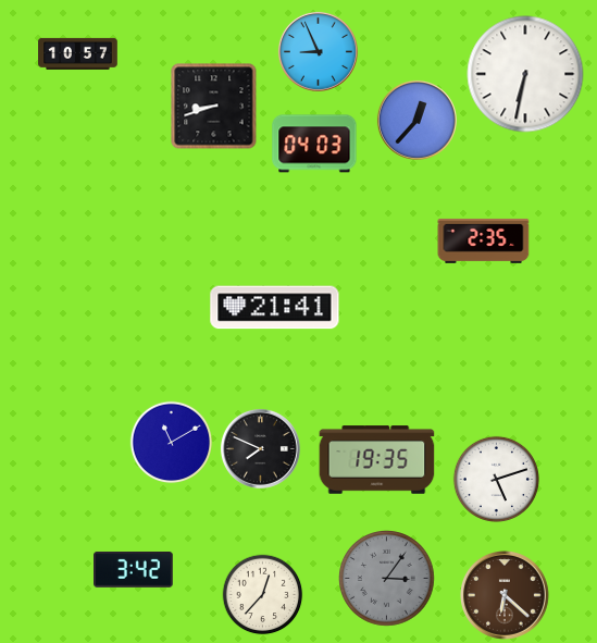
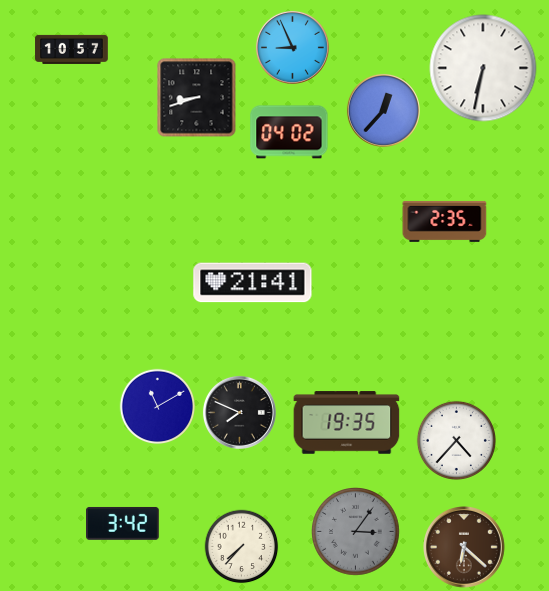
clock at (314, 144): 04:03 -> 04:02
clock at (496, 479): 5:12 -> 4:37
clock at (263, 595): 12:37 -> 7:37
